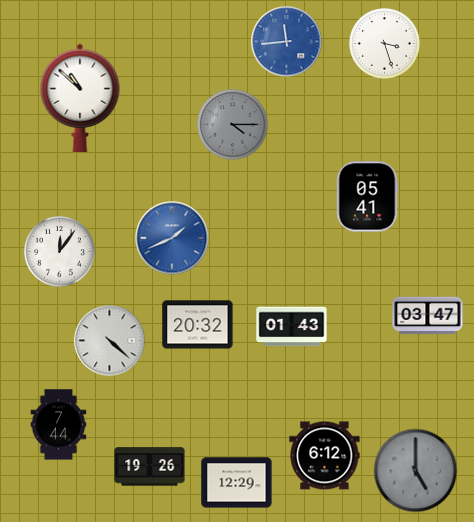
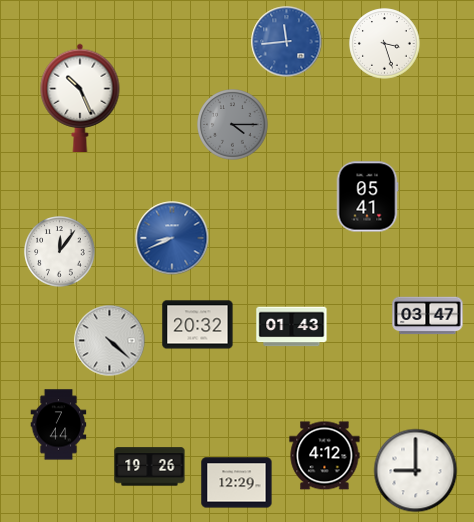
clock at (80, 97): 10:52 -> 10:26
clock at (172, 238): 1:41 -> 8:41
clock at (325, 456): 6:12 -> 4:12
clock at (416, 471): 5:00 -> 9:00
clock at (416, 471) dial: grey -> white
